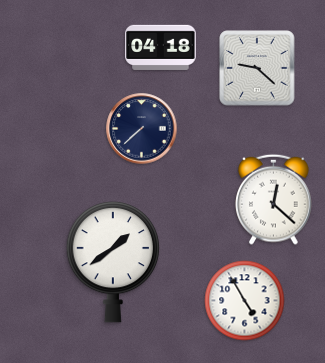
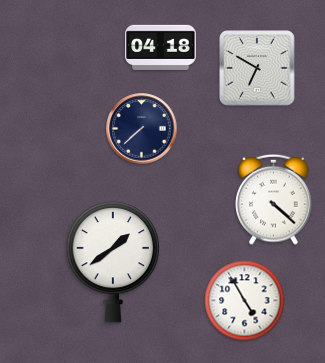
clock at (257, 68): 9:22 -> 6:50
clock at (274, 199): 12:22 -> 4:22
